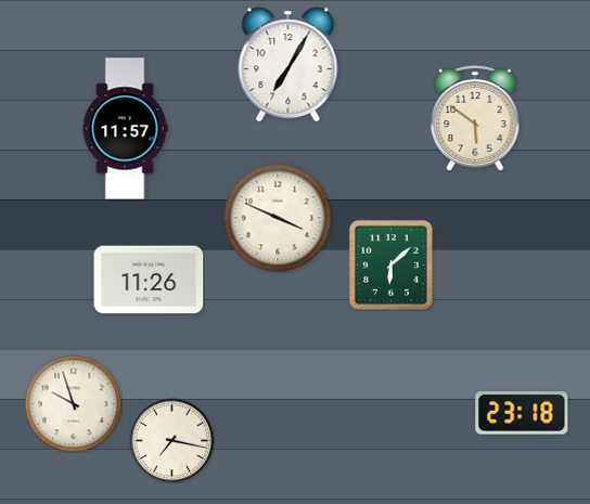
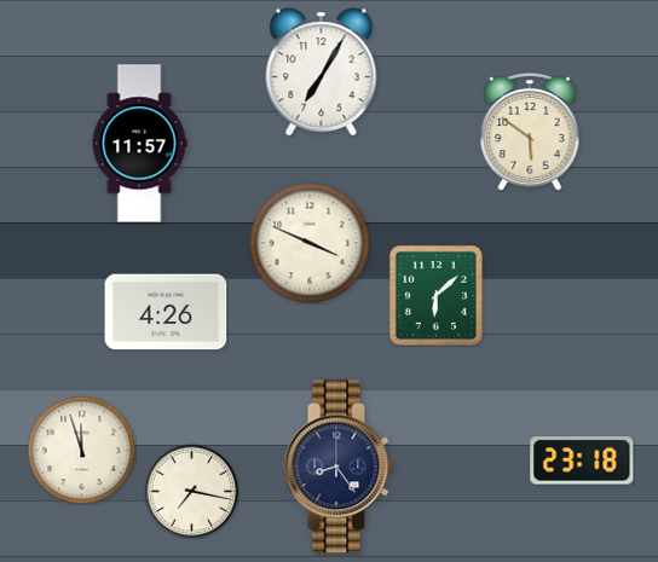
clock at (149, 280): 11:26 -> 4:26
clock at (73, 403): 9:57 -> 11:57
clock at (339, 467): none -> 8:24
